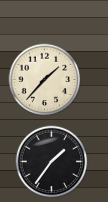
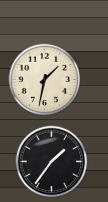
clock at (45, 80): 1:37 -> 1:32
